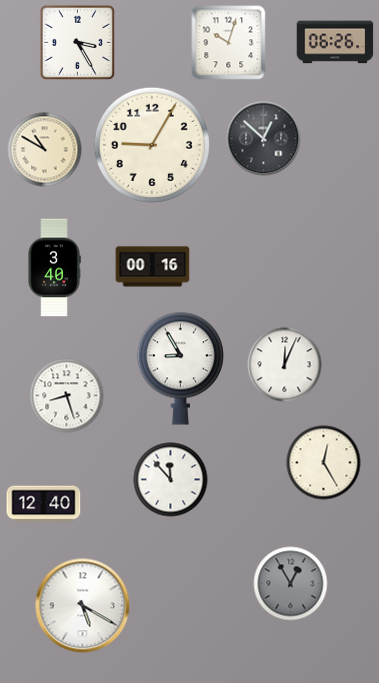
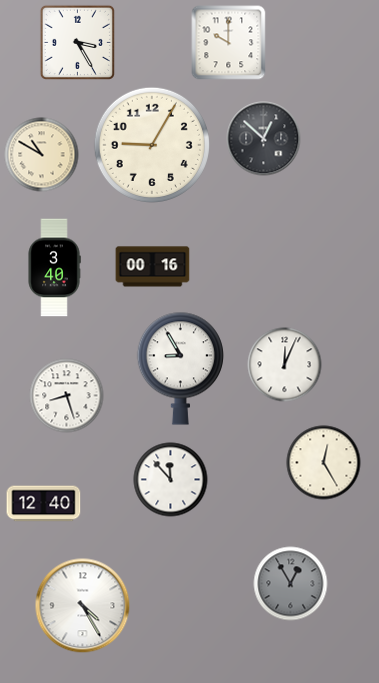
clock at (335, 42): 06:26 -> none
clock at (229, 43): 10:03 -> 10:00
clock at (45, 150) position: (45, 150) -> (42, 155)
clock at (83, 606): 5:20 -> 4:25
